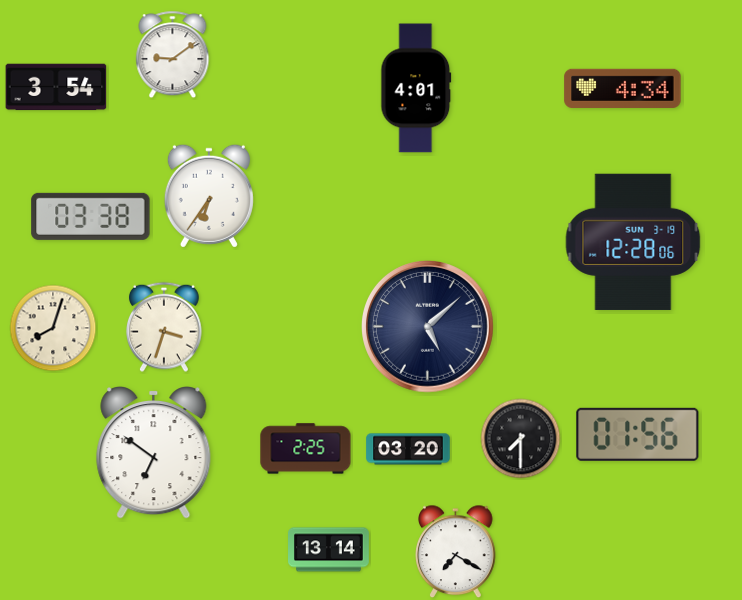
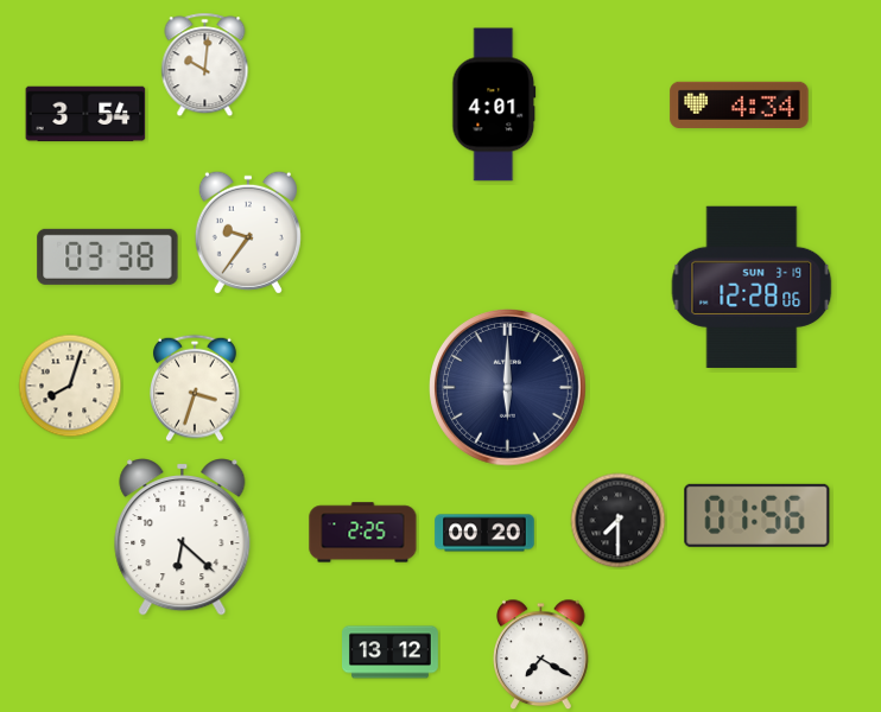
clock at (173, 55): 9:09 -> 10:01
clock at (56, 87) position: (56, 87) -> (85, 114)
clock at (209, 196): 6:36 -> 9:36
clock at (428, 327): 5:08 -> 6:00
clock at (53, 328) position: (53, 328) -> (70, 386)
clock at (408, 449): 03:20 -> 00:20
clock at (154, 453): 6:51 -> 6:22
clock at (329, 550): 13:14 -> 13:12
